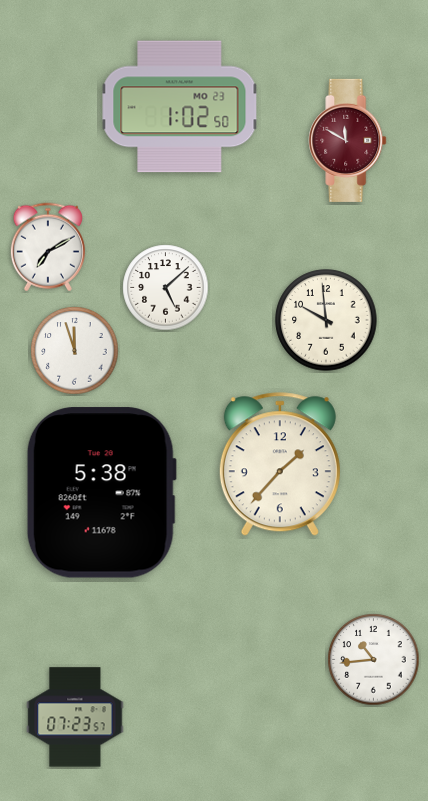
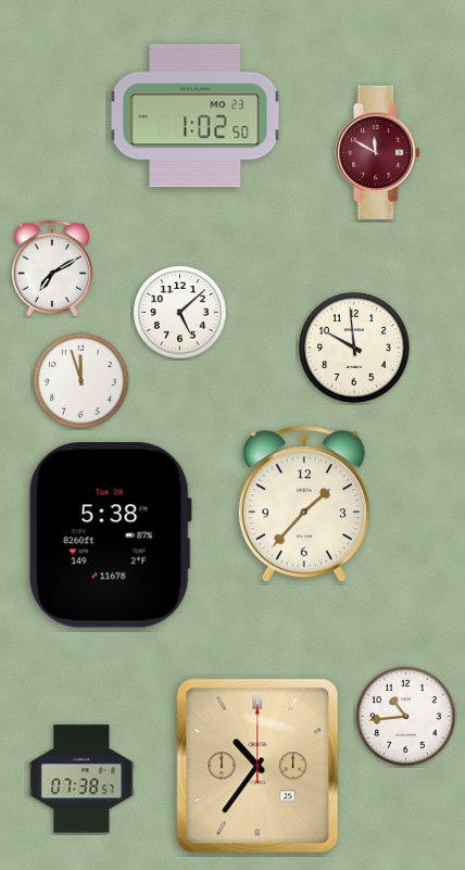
clock at (257, 766): none -> 10:36
clock at (75, 717): 07:23 -> 07:38
